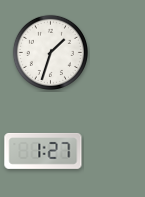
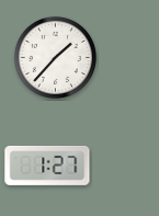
clock at (50, 52): 1:33 -> 1:37
